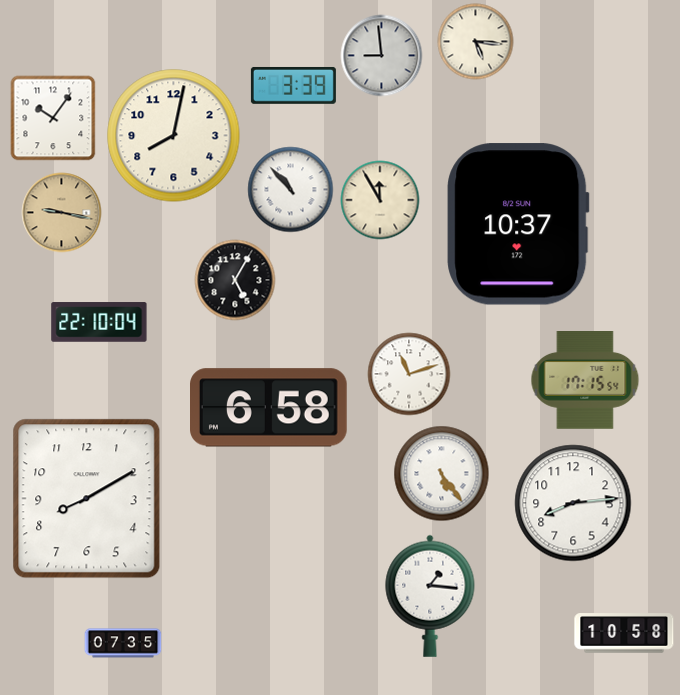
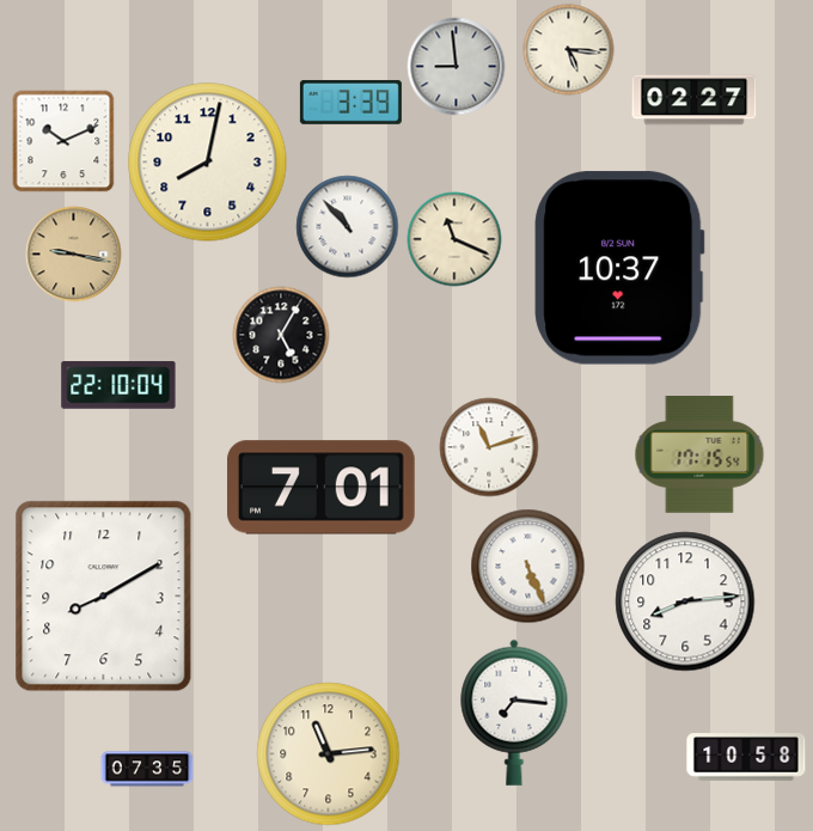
clock at (695, 100): none -> 02:27
clock at (53, 118): 10:06 -> 10:11
clock at (380, 200): 11:55 -> 11:19
clock at (269, 408): 6:58 -> 7:01
clock at (442, 474): 5:24 -> 5:26
clock at (430, 596): 1:16 -> 7:16
clock at (329, 754): none -> 11:14
